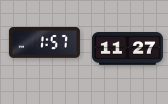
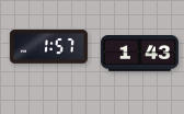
clock at (127, 49): 11:27 -> 1:43
